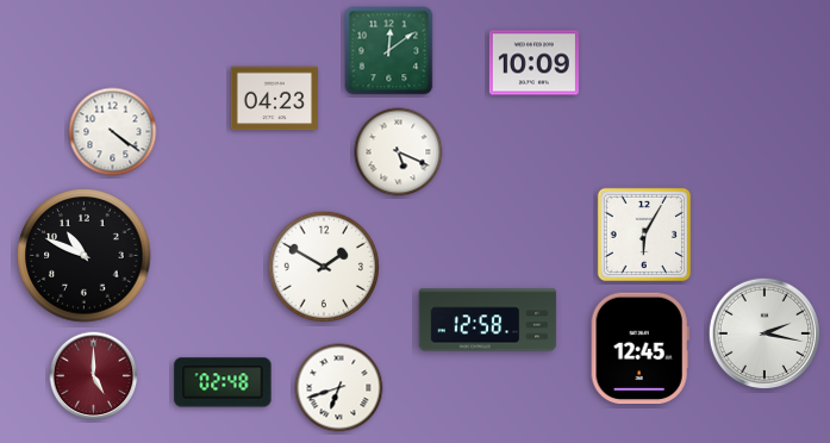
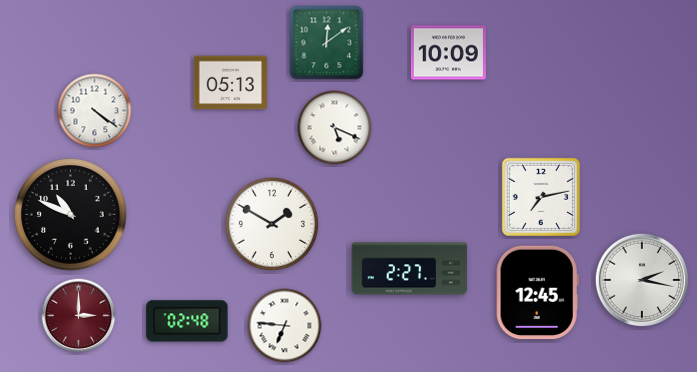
clock at (275, 99): 04:23 -> 05:13
clock at (643, 233): 6:05 -> 7:13
clock at (488, 320): 12:58 -> 2:27
clock at (94, 376): 5:00 -> 3:00
clock at (339, 388): 6:42 -> 6:46
